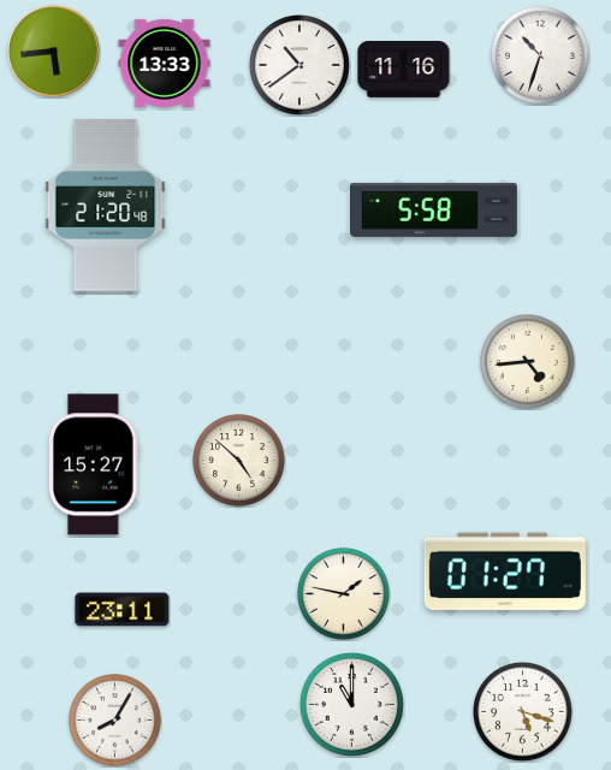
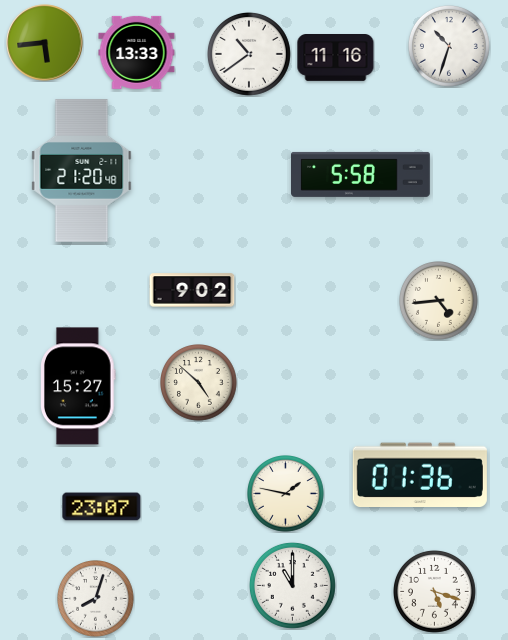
clock at (106, 206) position: (106, 206) -> (82, 171)
clock at (192, 290): none -> 9:02
clock at (505, 571): 01:27 -> 01:36
clock at (123, 610): 23:11 -> 23:07
clock at (115, 721): 8:05 -> 8:03
